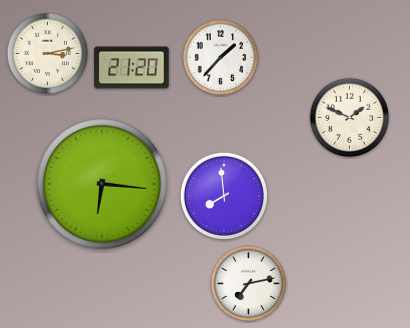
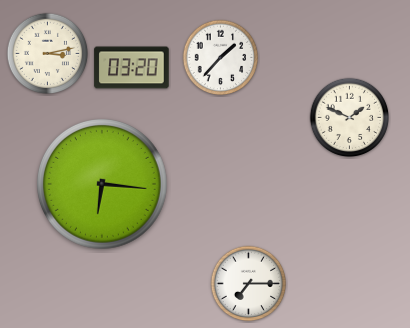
clock at (132, 68): 21:20 -> 03:20
clock at (224, 196): 7:59 -> none
clock at (249, 284): 7:13 -> 7:15
